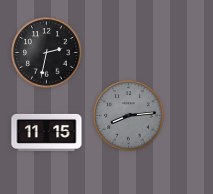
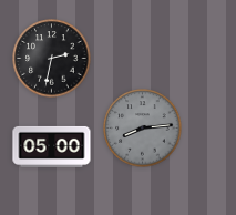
clock at (47, 132): 11:15 -> 05:00
